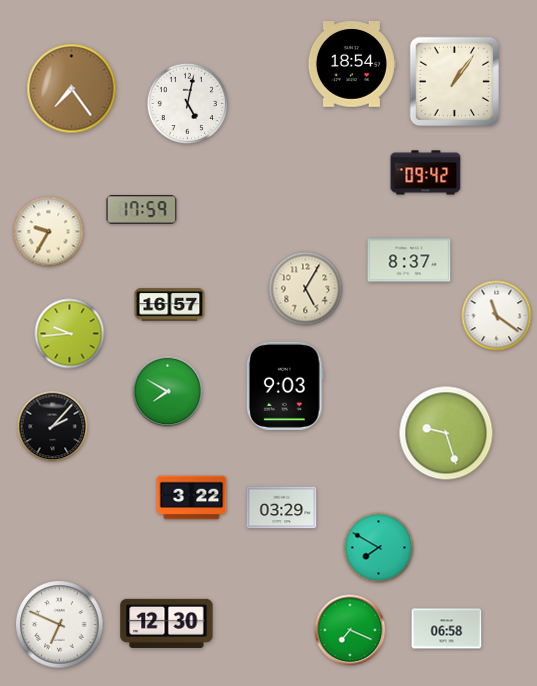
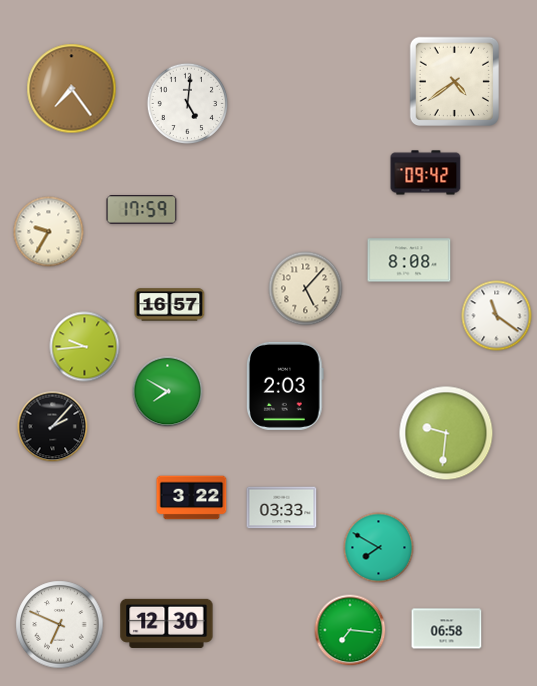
clock at (352, 65): 18:54 -> none
clock at (454, 81): 1:06 -> 4:39
clock at (187, 103): 5:02 -> 5:01
clock at (409, 260): 8:37 -> 8:08
clock at (306, 289): 5:05 -> 5:07
clock at (70, 334) position: (70, 334) -> (85, 347)
clock at (286, 386): 9:03 -> 2:03
clock at (446, 433): 9:27 -> 9:31
clock at (282, 508): 03:29 -> 03:33
clock at (350, 630): 7:19 -> 7:16
